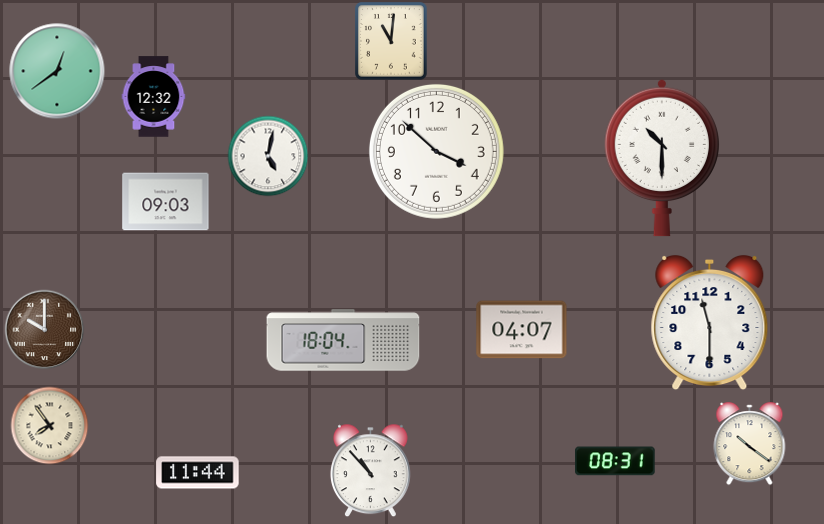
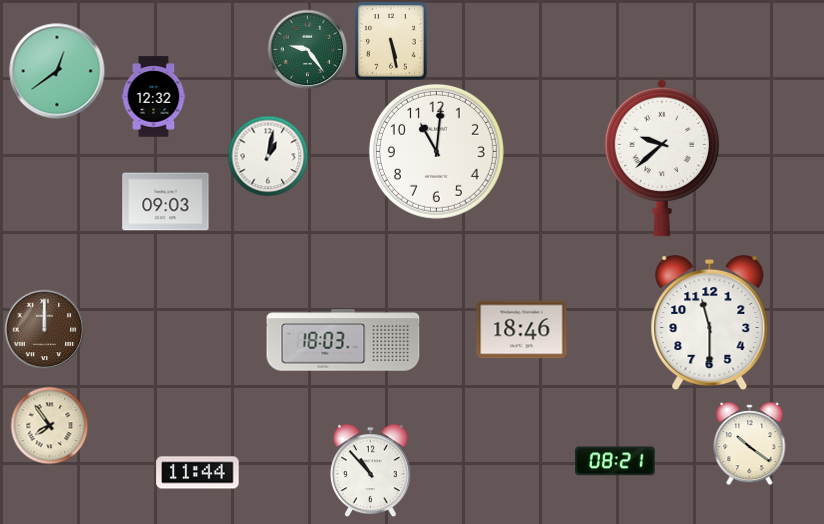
clock at (392, 42): 11:01 -> 5:28
clock at (307, 49): none -> 9:24
clock at (436, 151): 3:52 -> 11:01
clock at (268, 156): 5:02 -> 1:02
clock at (661, 158): 10:30 -> 9:38
clock at (44, 329): 10:00 -> 12:00
clock at (522, 330): 04:07 -> 18:46
clock at (343, 340): 18:04 -> 18:03
clock at (616, 461): 08:31 -> 08:21
